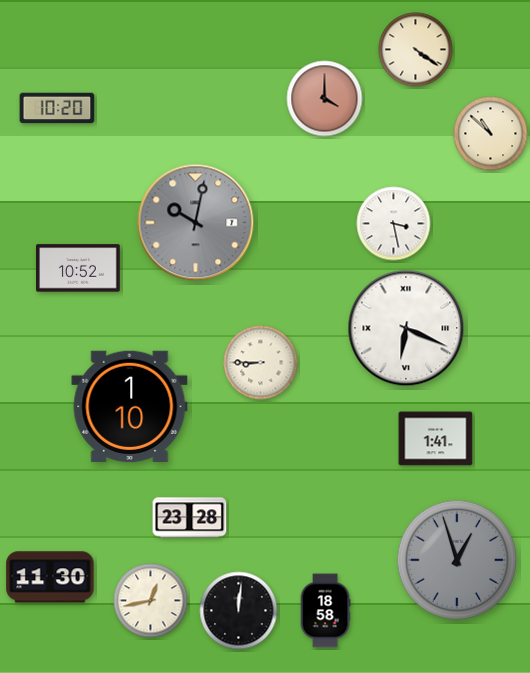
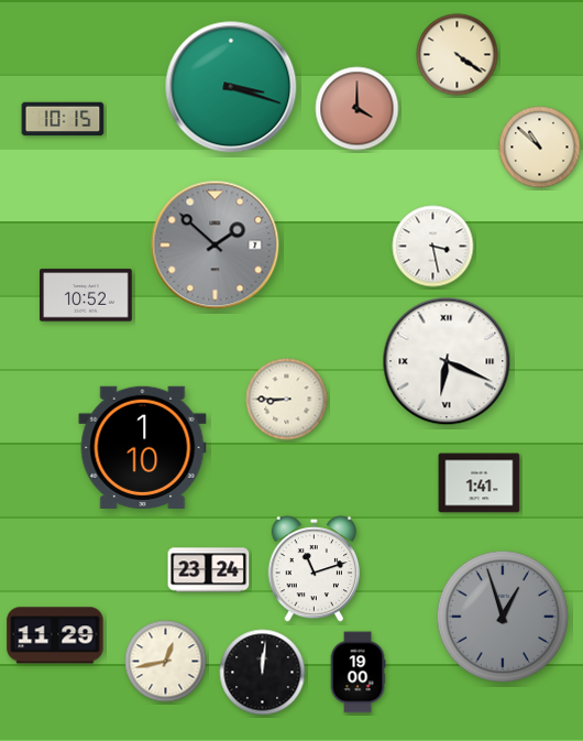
clock at (231, 87): none -> 3:18
clock at (57, 108): 10:20 -> 10:15
clock at (196, 223): 10:02 -> 1:52
clock at (313, 569): none -> 11:12
clock at (190, 518): 23:28 -> 23:24
clock at (50, 577): 11:30 -> 11:29
clock at (325, 611): 18:58 -> 19:00
